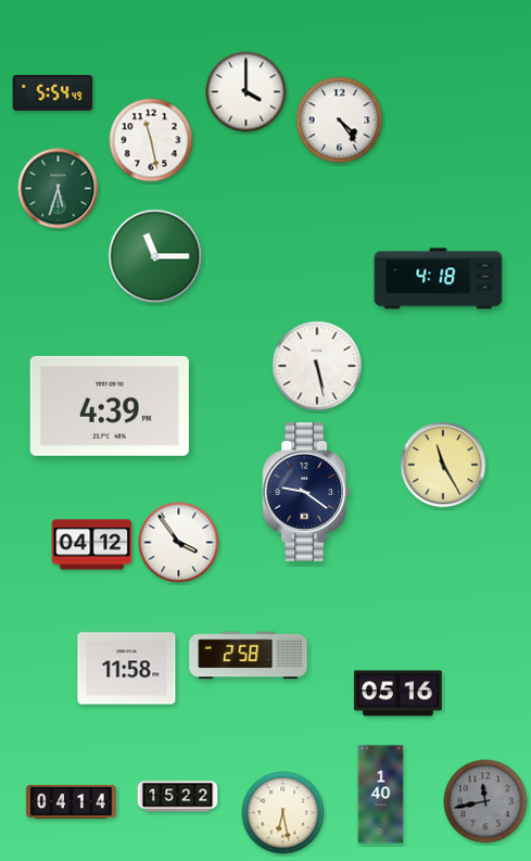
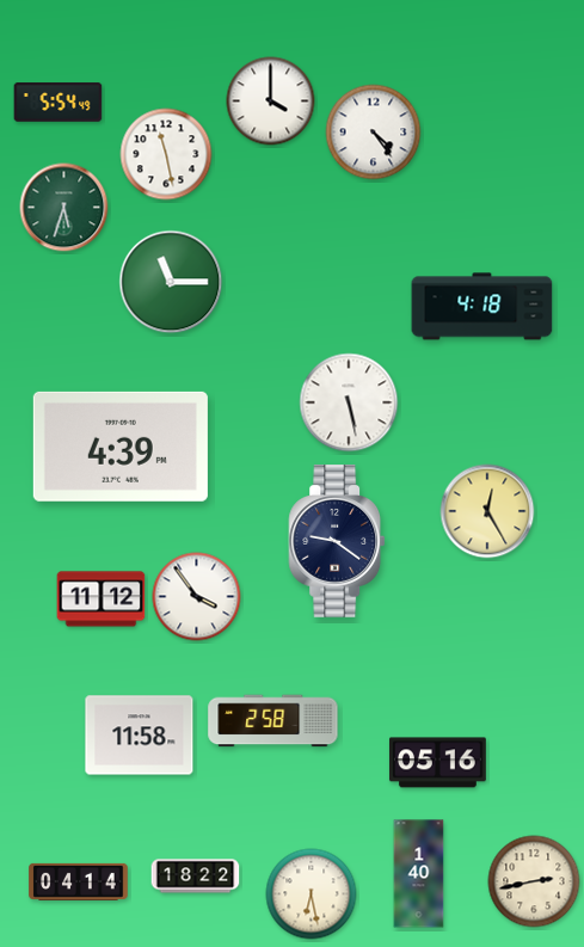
clock at (443, 465): 11:25 -> 12:25
clock at (92, 545): 04:12 -> 11:12
clock at (178, 797): 15:22 -> 18:22
clock at (485, 801): 11:43 -> 2:43
clock at (485, 801) dial: grey -> cream
